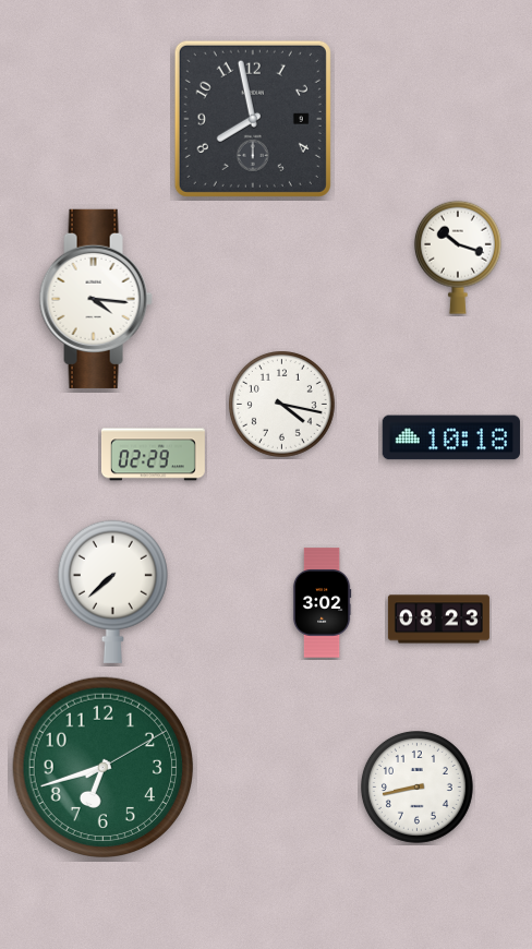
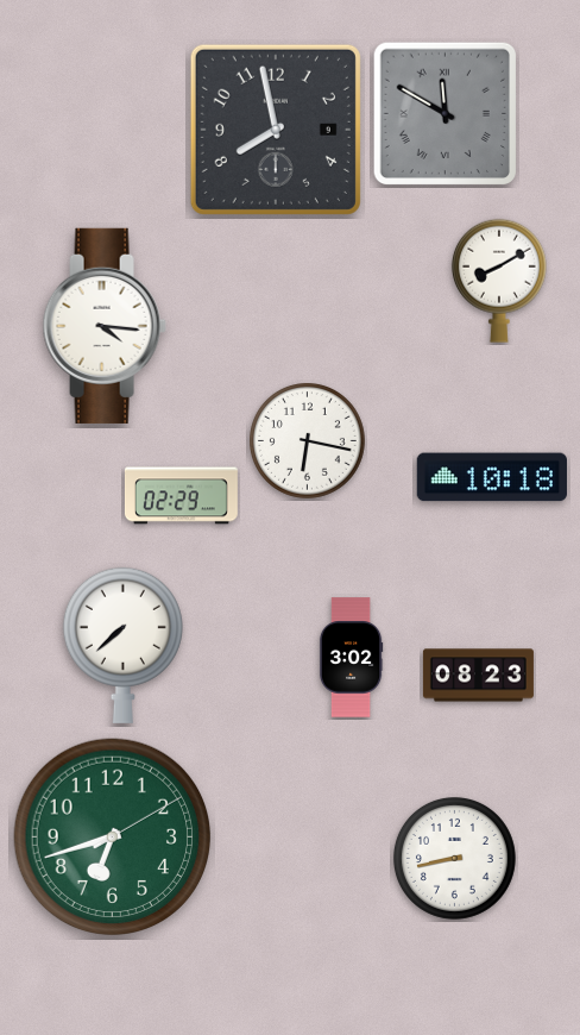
clock at (445, 113): none -> 11:50
clock at (458, 257): 10:18 -> 8:10
clock at (282, 405): 4:17 -> 6:17
clock at (153, 455) position: (153, 455) -> (181, 496)
